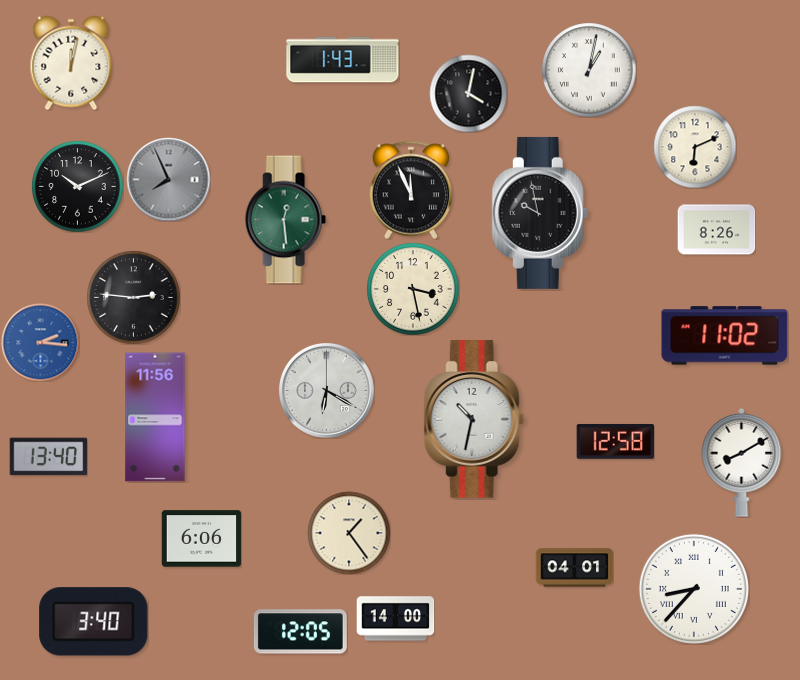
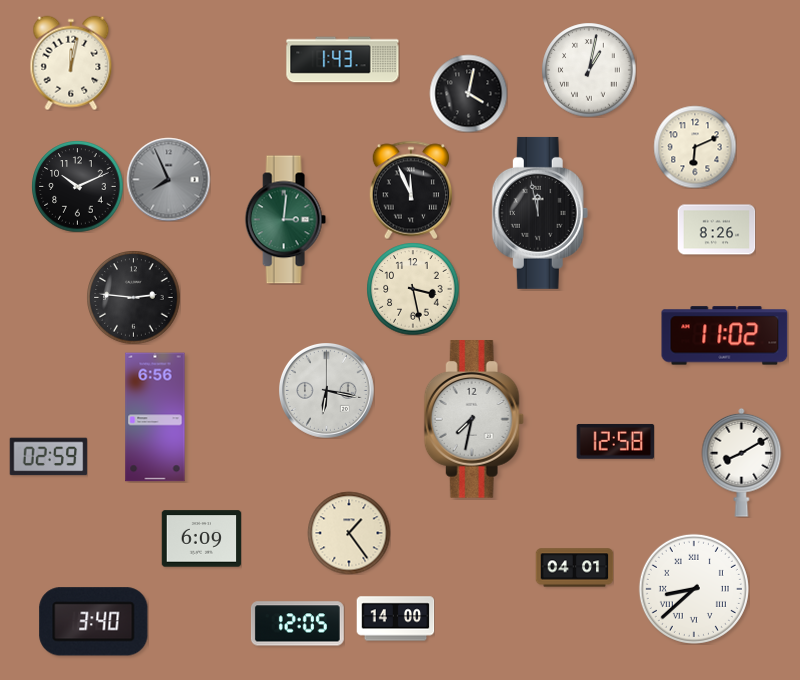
clock at (540, 213): 9:58 -> 11:58
clock at (285, 220): 12:29 -> 3:01
clock at (40, 342): 2:16 -> none
clock at (327, 391): 6:20 -> 6:17
clock at (155, 417): 11:56 -> 6:56
clock at (474, 419): 10:32 -> 7:32
clock at (48, 457): 13:40 -> 02:59
clock at (201, 539): 6:06 -> 6:09
clock at (694, 589): 8:37 -> 8:38
clock at (300, 632) position: (300, 632) -> (297, 624)
